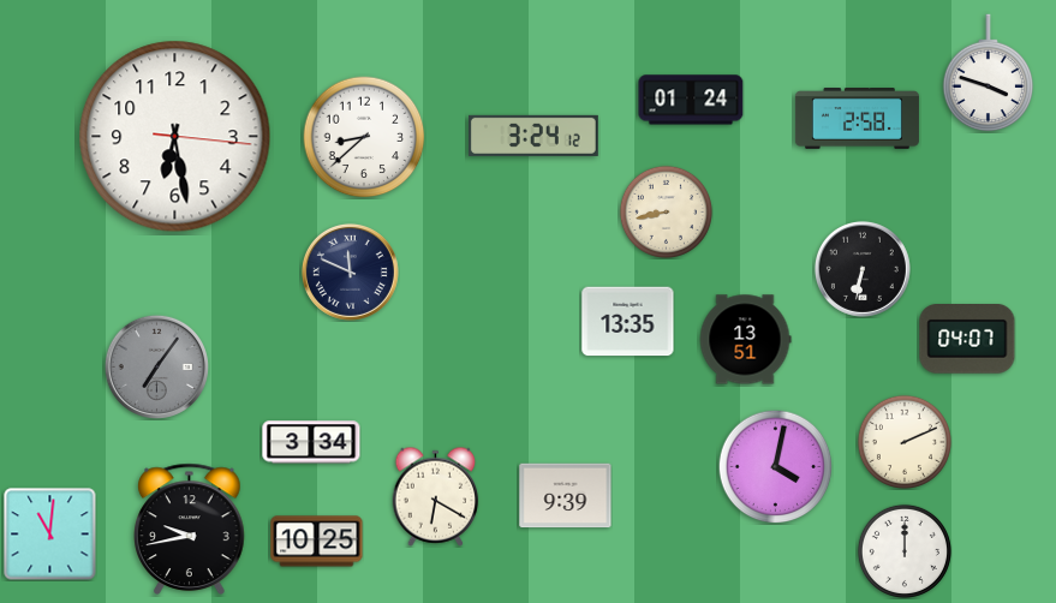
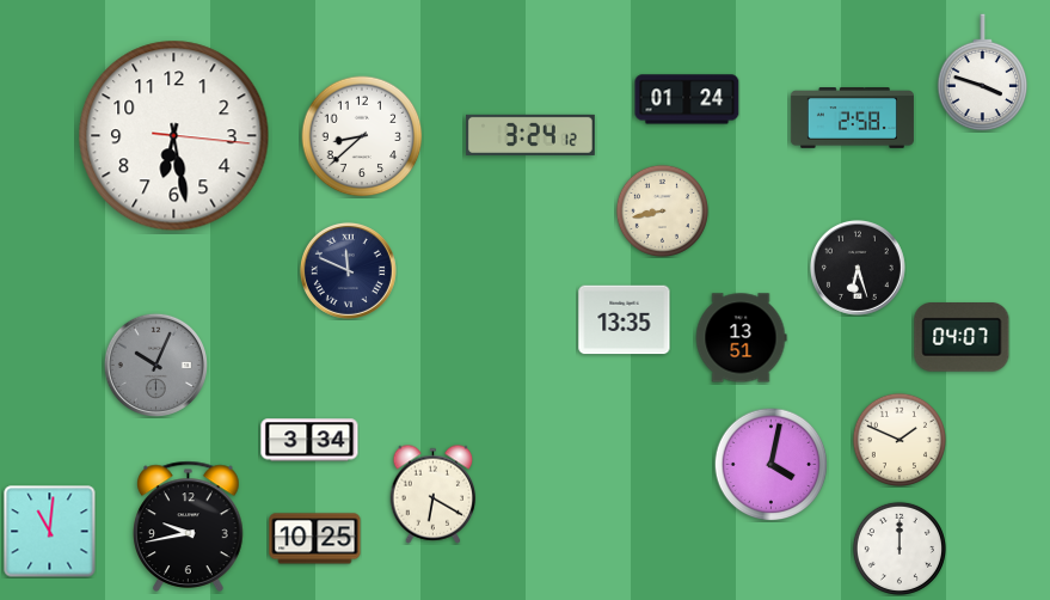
clock at (863, 269): 6:32 -> 6:27
clock at (156, 366): 7:06 -> 10:04
clock at (905, 442): 2:11 -> 1:49
clock at (566, 496): 9:39 -> none
